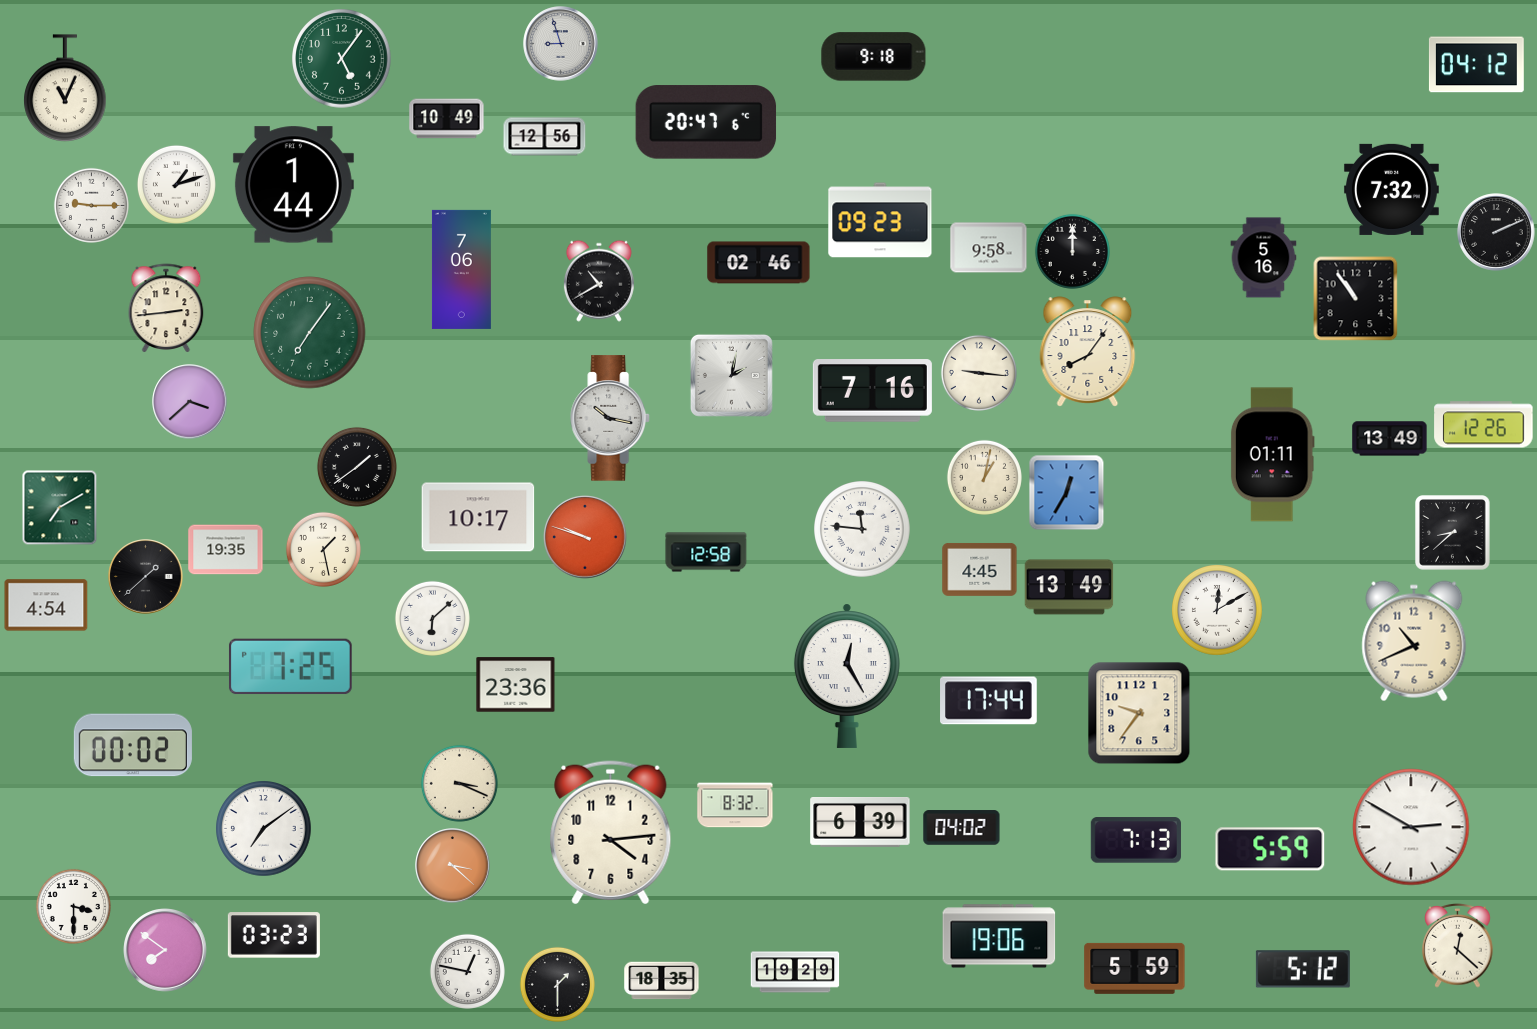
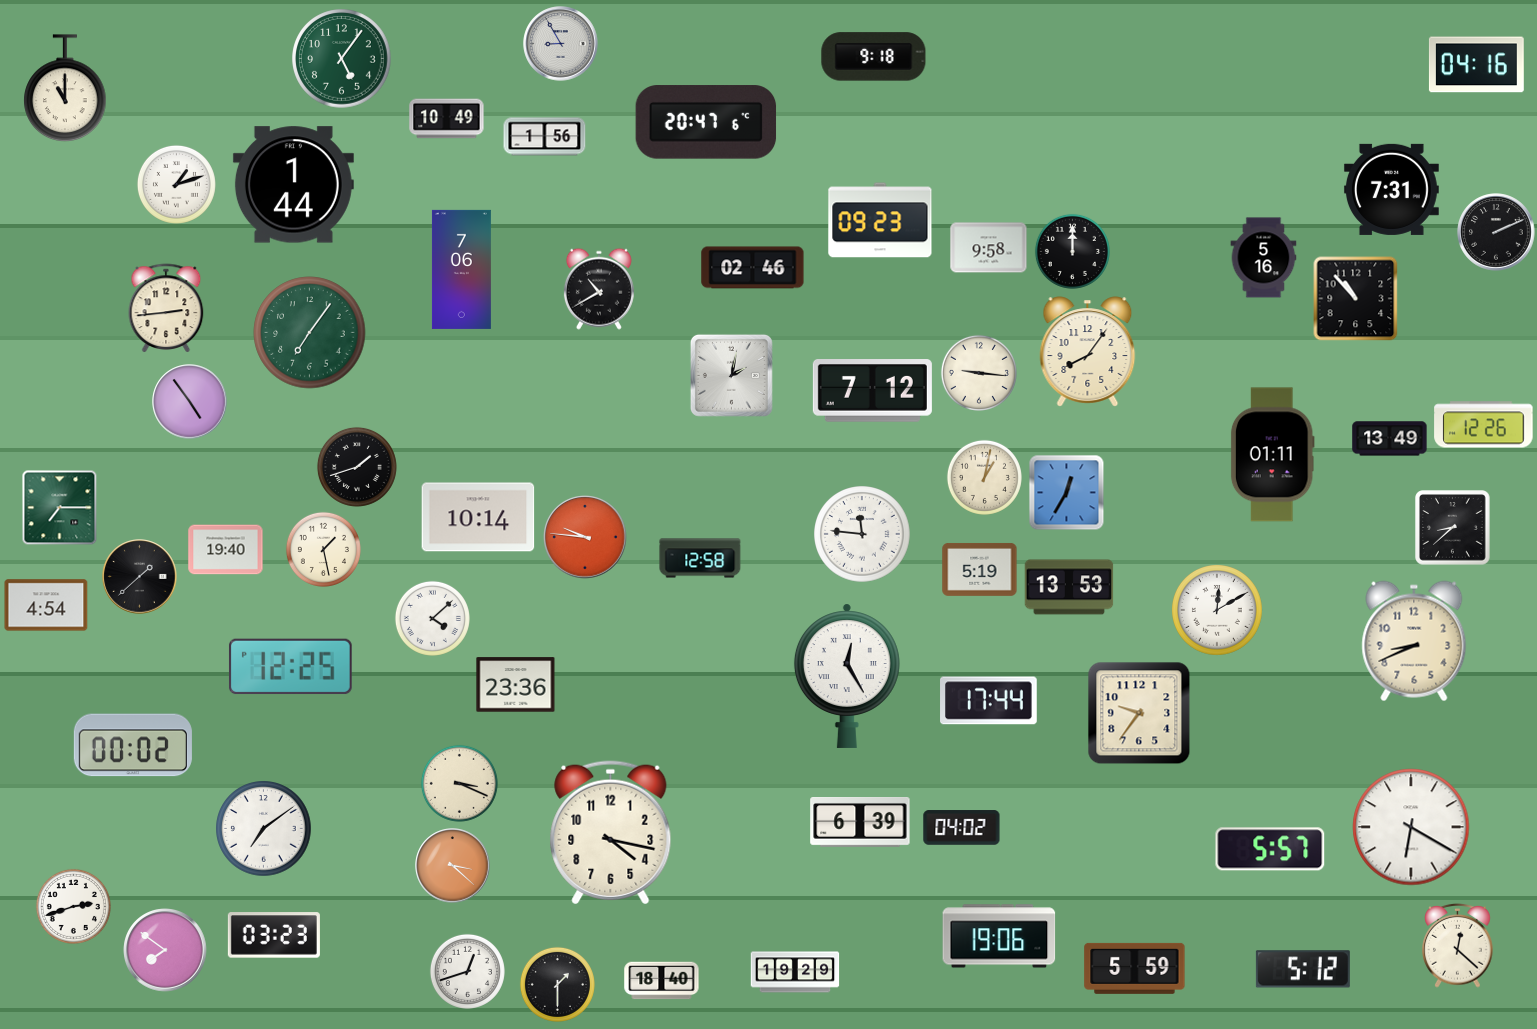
clock at (561, 44): 8:57 -> 8:55
clock at (1476, 65): 04:12 -> 04:16
clock at (65, 89): 11:04 -> 11:00
clock at (545, 137): 12:56 -> 1:56
clock at (1391, 189): 7:32 -> 7:31
clock at (91, 205): 9:15 -> none
clock at (759, 263) position: (759, 263) -> (753, 268)
clock at (599, 281) position: (599, 281) -> (599, 289)
clock at (1356, 299): 10:54 -> 10:53
clock at (872, 391): 7:16 -> 7:12
clock at (190, 402): 3:38 -> 4:54
clock at (610, 418): 10:17 -> none
clock at (357, 467): 1:39 -> 1:42
clock at (60, 508): 7:10 -> 7:15
clock at (478, 517): 10:17 -> 10:14
clock at (862, 529) position: (862, 529) -> (862, 534)
clock at (1453, 533) position: (1453, 533) -> (1453, 528)
clock at (585, 537): 9:48 -> 9:46
clock at (226, 550): 19:35 -> 19:40
clock at (706, 552) position: (706, 552) -> (700, 558)
clock at (980, 570): 4:45 -> 5:19
clock at (146, 577) position: (146, 577) -> (140, 577)
clock at (1069, 587): 13:49 -> 13:53
clock at (432, 618): 6:08 -> 4:08
clock at (1414, 641): 10:41 -> 8:41
clock at (290, 667): 7:25 -> 12:25
clock at (735, 805): 8:32 -> none
clock at (1411, 827): 2:50 -> 6:20
clock at (611, 833): 4:14 -> 4:17
clock at (1136, 840): 7:13 -> none
clock at (1270, 849): 5:59 -> 5:57
clock at (73, 906): 3:30 -> 2:42
clock at (467, 971): 12:47 -> 12:42
clock at (662, 981): 18:35 -> 18:40
